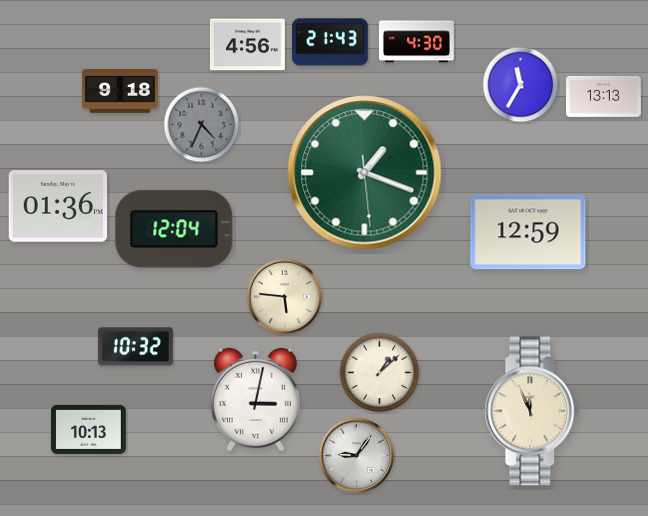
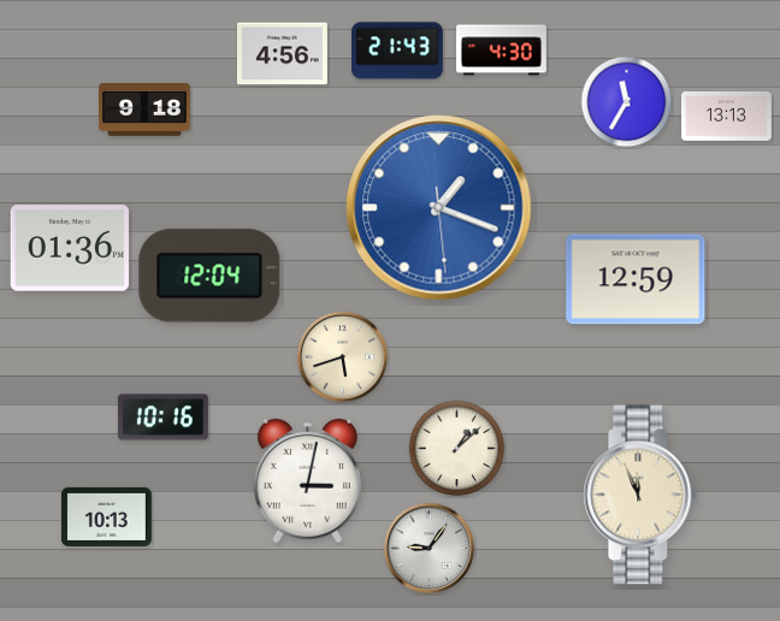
clock at (248, 45) position: (248, 45) -> (283, 54)
clock at (202, 125): 4:34 -> none
clock at (365, 173) dial: green -> blue
clock at (285, 297): 5:46 -> 5:42
clock at (135, 347): 10:32 -> 10:16
